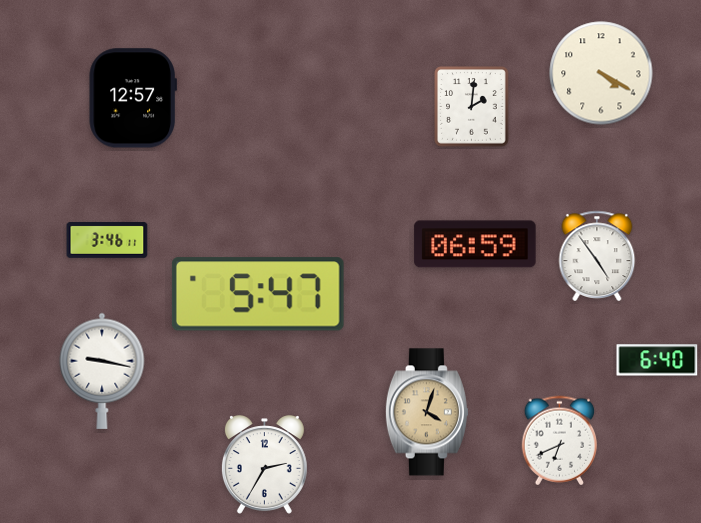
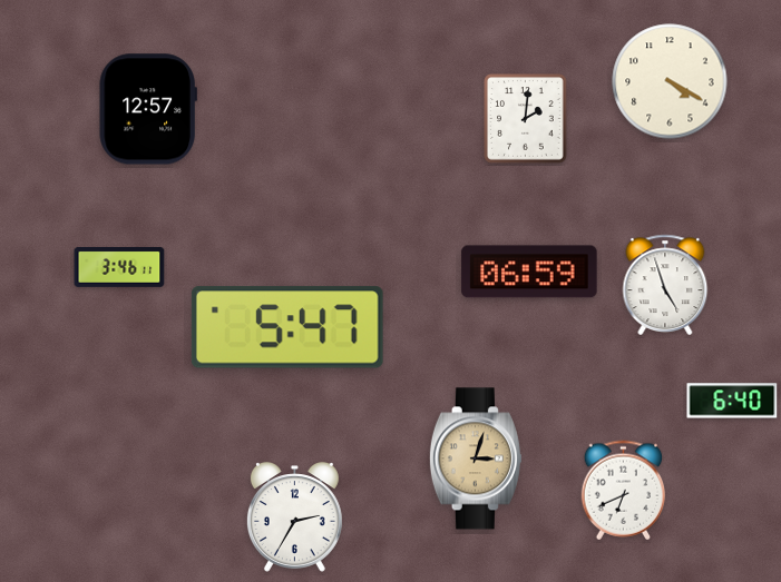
clock at (597, 255): 4:54 -> 4:57
clock at (102, 371): 9:17 -> none
clock at (427, 412): 4:03 -> 3:03
